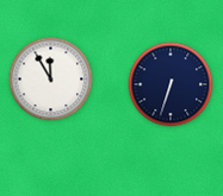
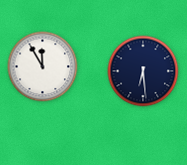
clock at (171, 84): 6:33 -> 6:29
